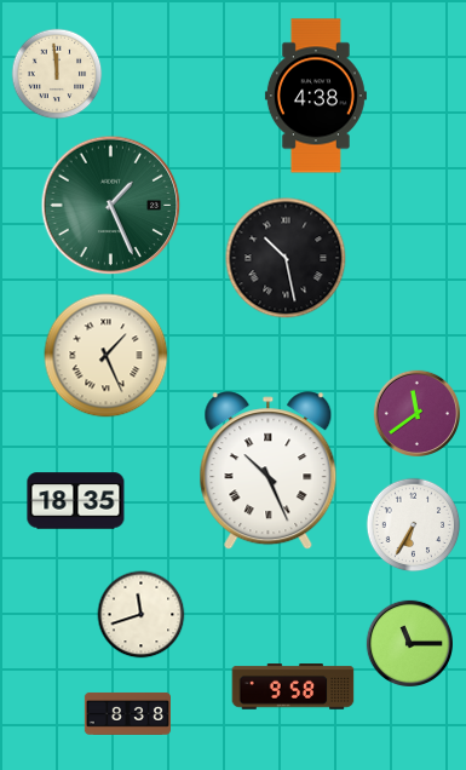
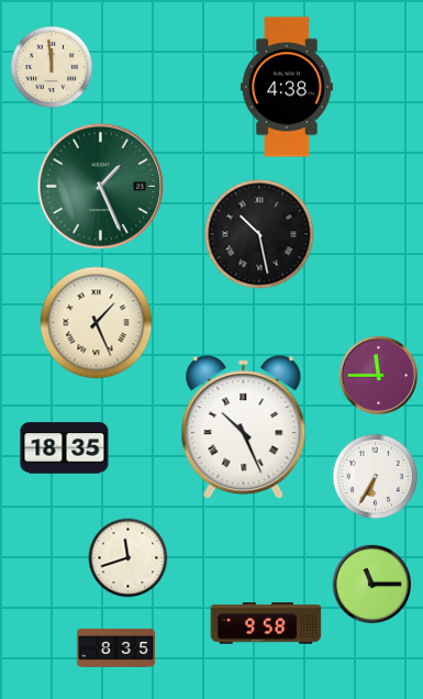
clock at (416, 413): 11:39 -> 11:45
clock at (76, 501) position: (76, 501) -> (65, 448)
clock at (127, 713): 8:38 -> 8:35
